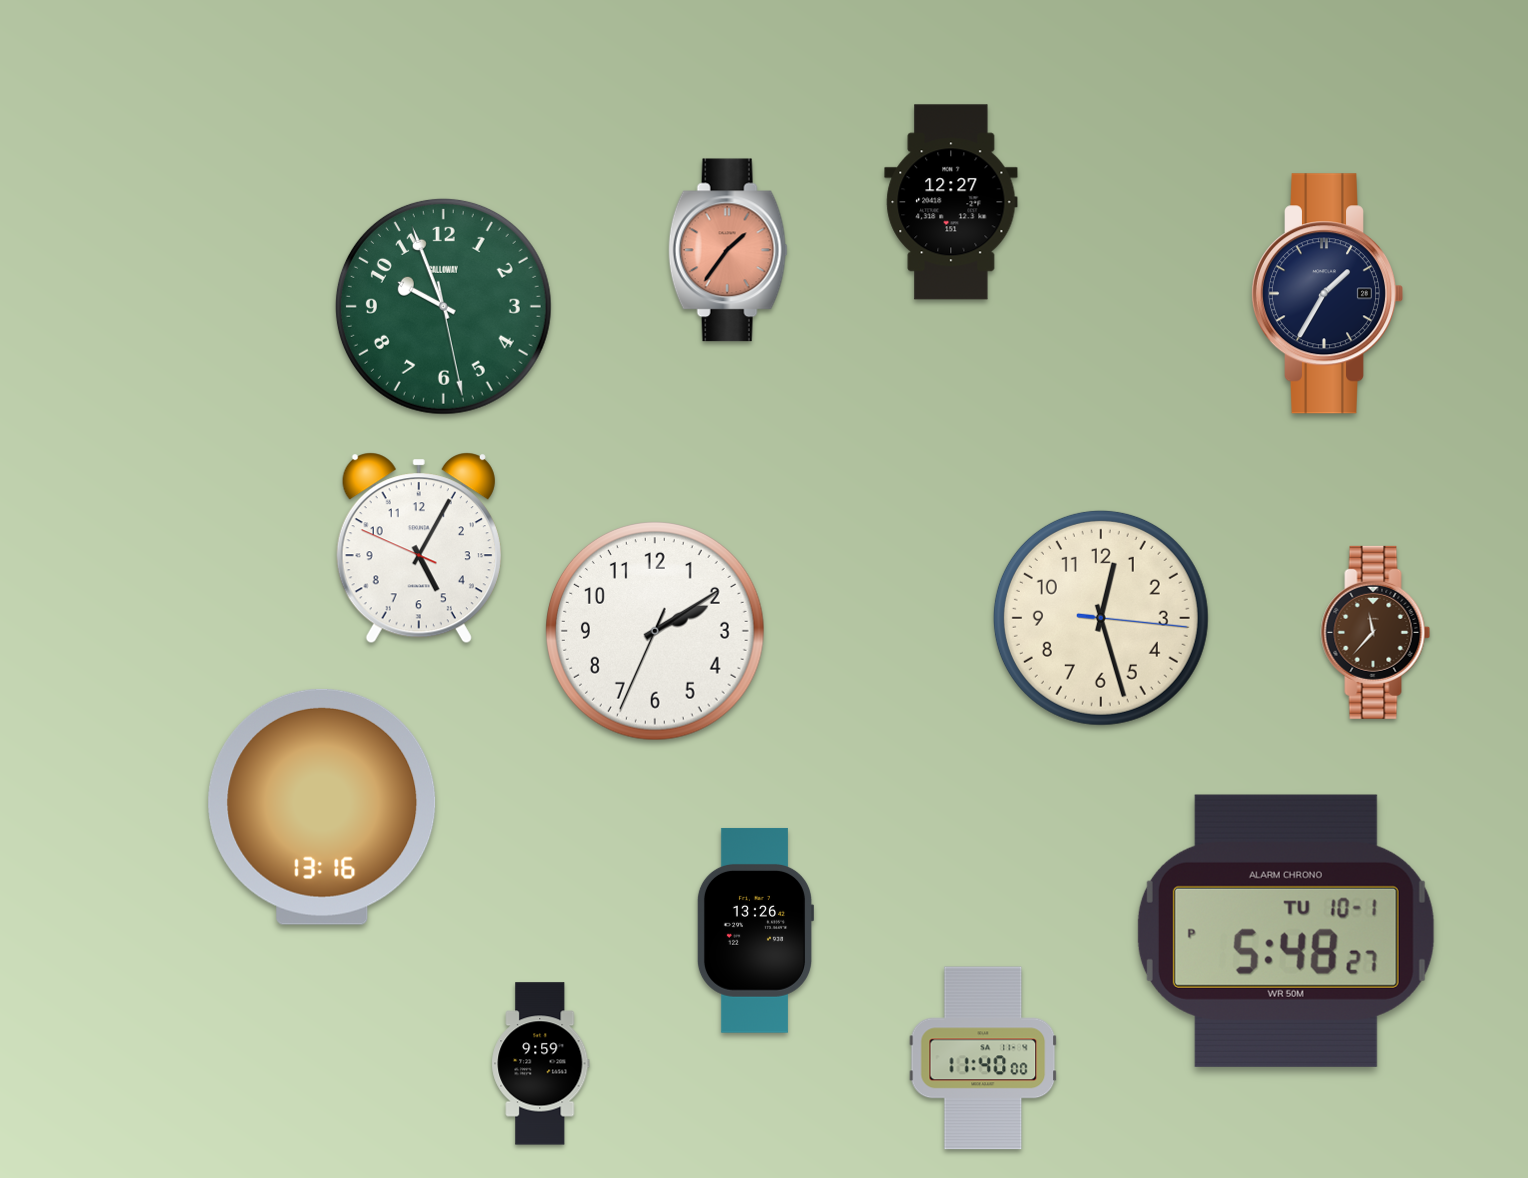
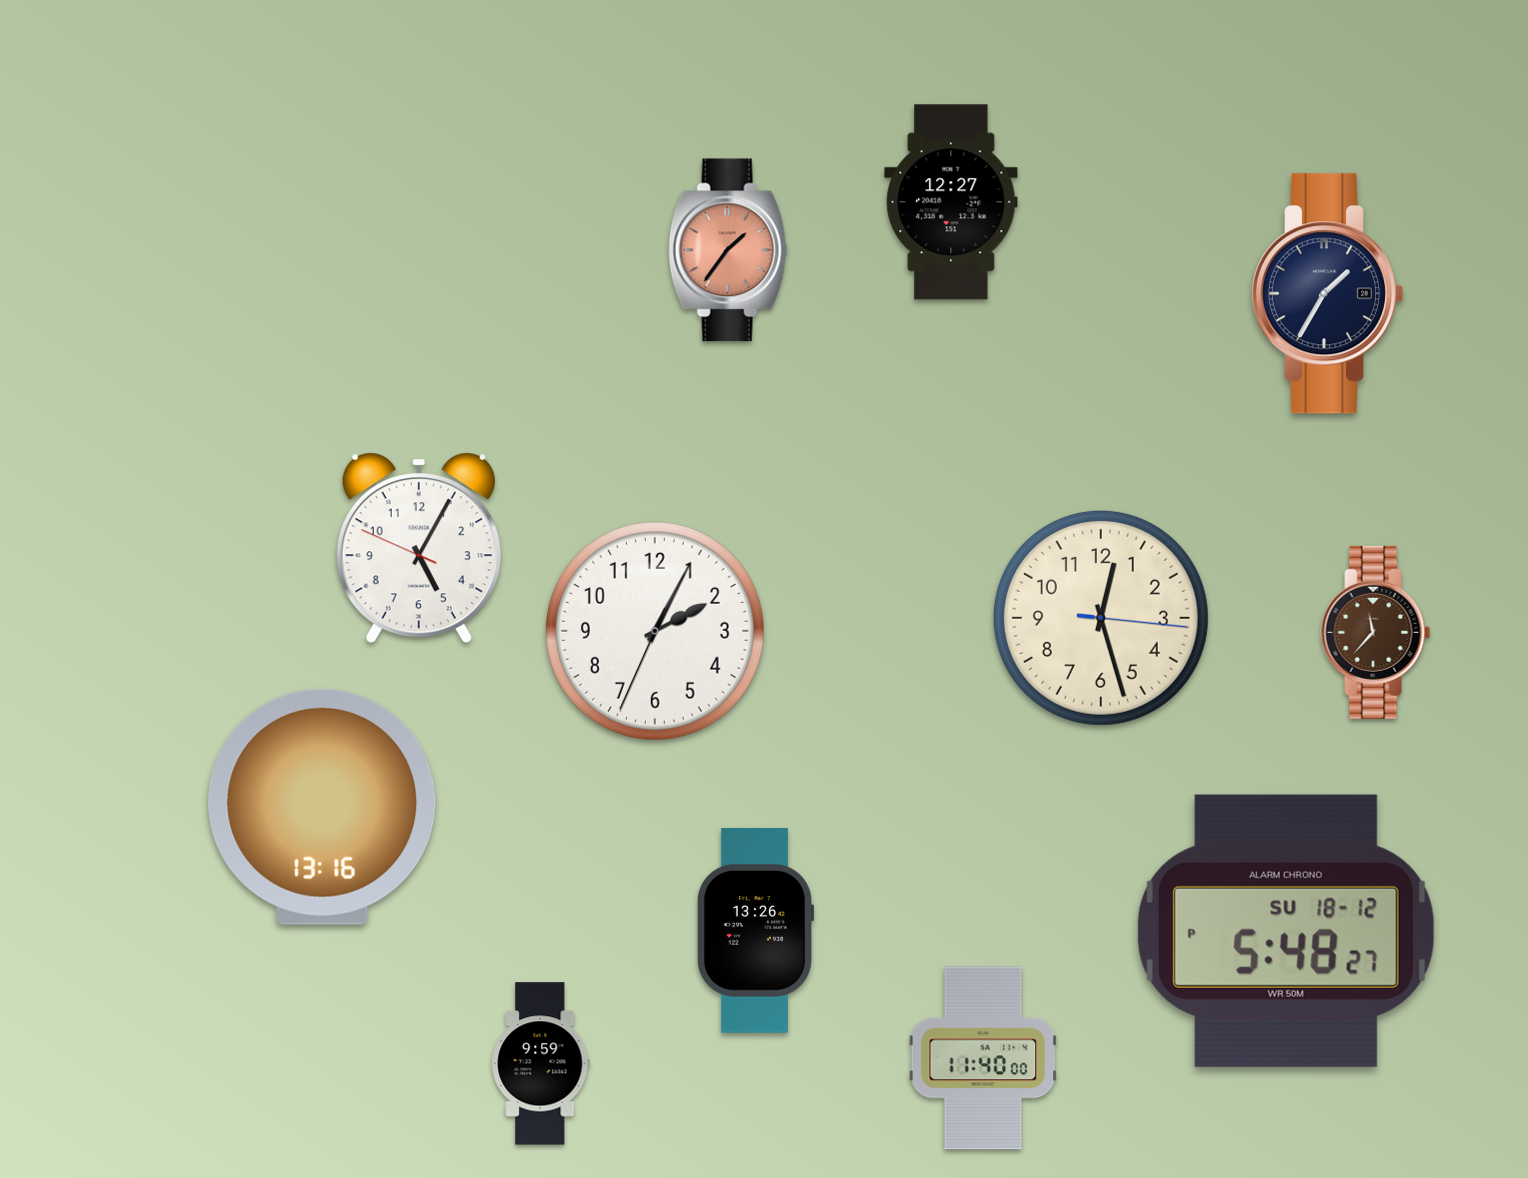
clock at (443, 306): 9:56 -> none
clock at (656, 632): 2:09 -> 2:04
clock at (1286, 931) date: TU 10-1 -> SU 18-12
